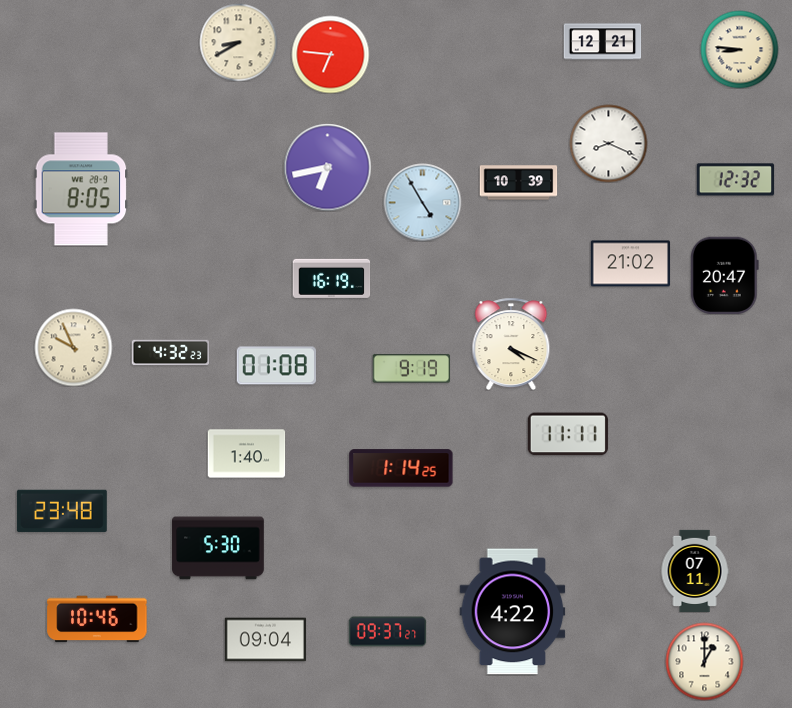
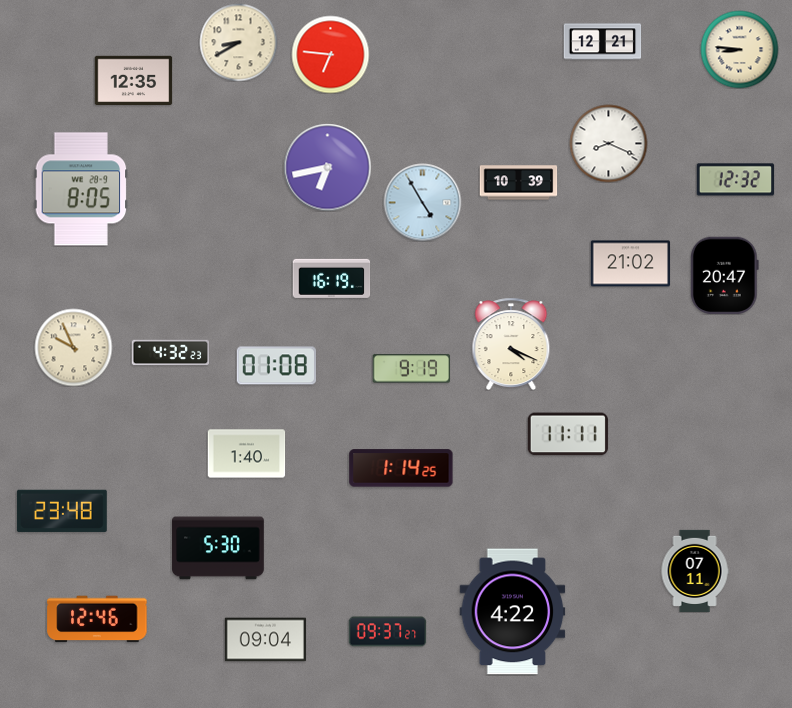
clock at (133, 80): none -> 12:35
clock at (97, 619): 10:46 -> 12:46
clock at (704, 661): 1:00 -> none
